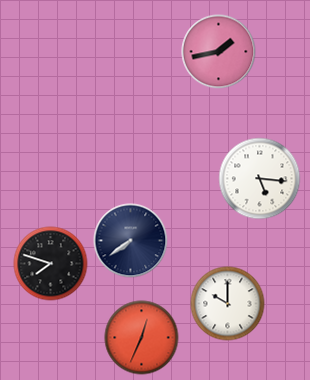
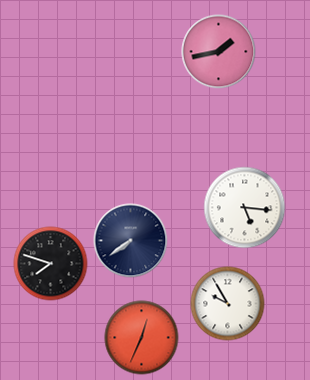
clock at (260, 179) position: (260, 179) -> (245, 208)
clock at (228, 304): 10:00 -> 9:55
